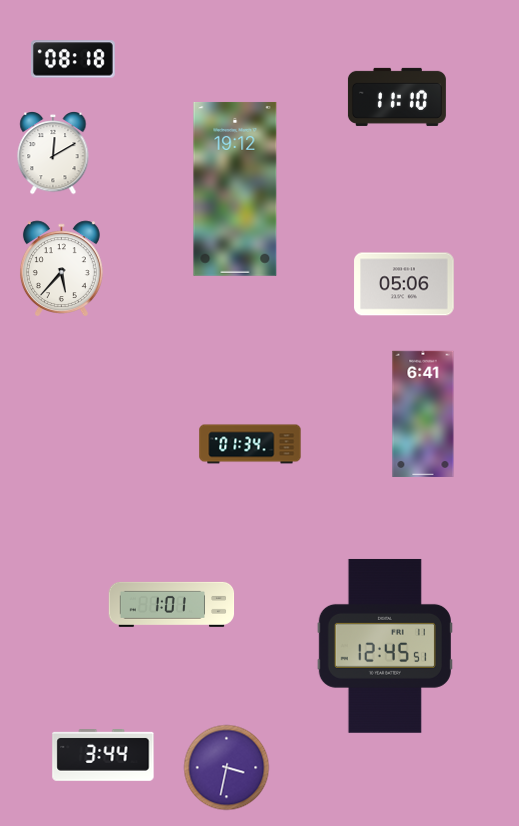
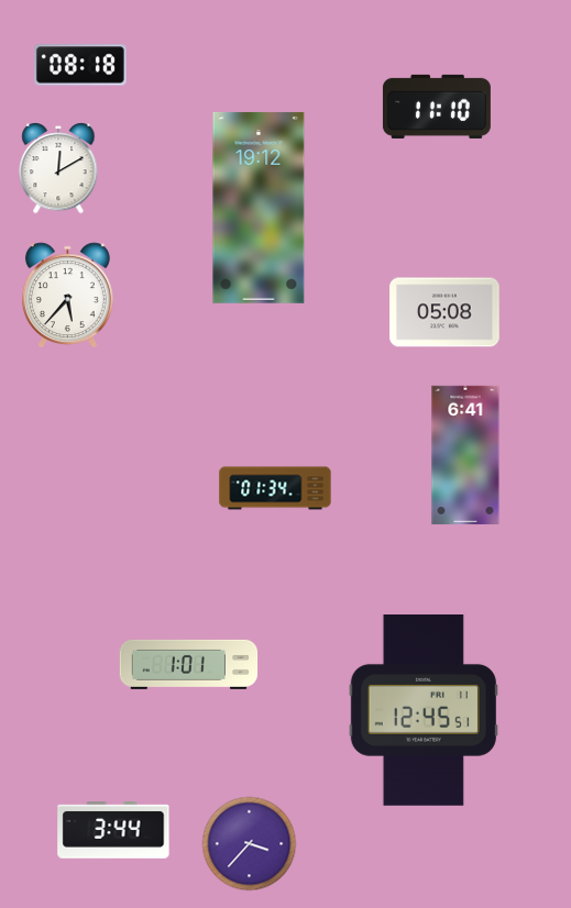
clock at (404, 284): 05:06 -> 05:08
clock at (227, 768): 3:32 -> 3:37
